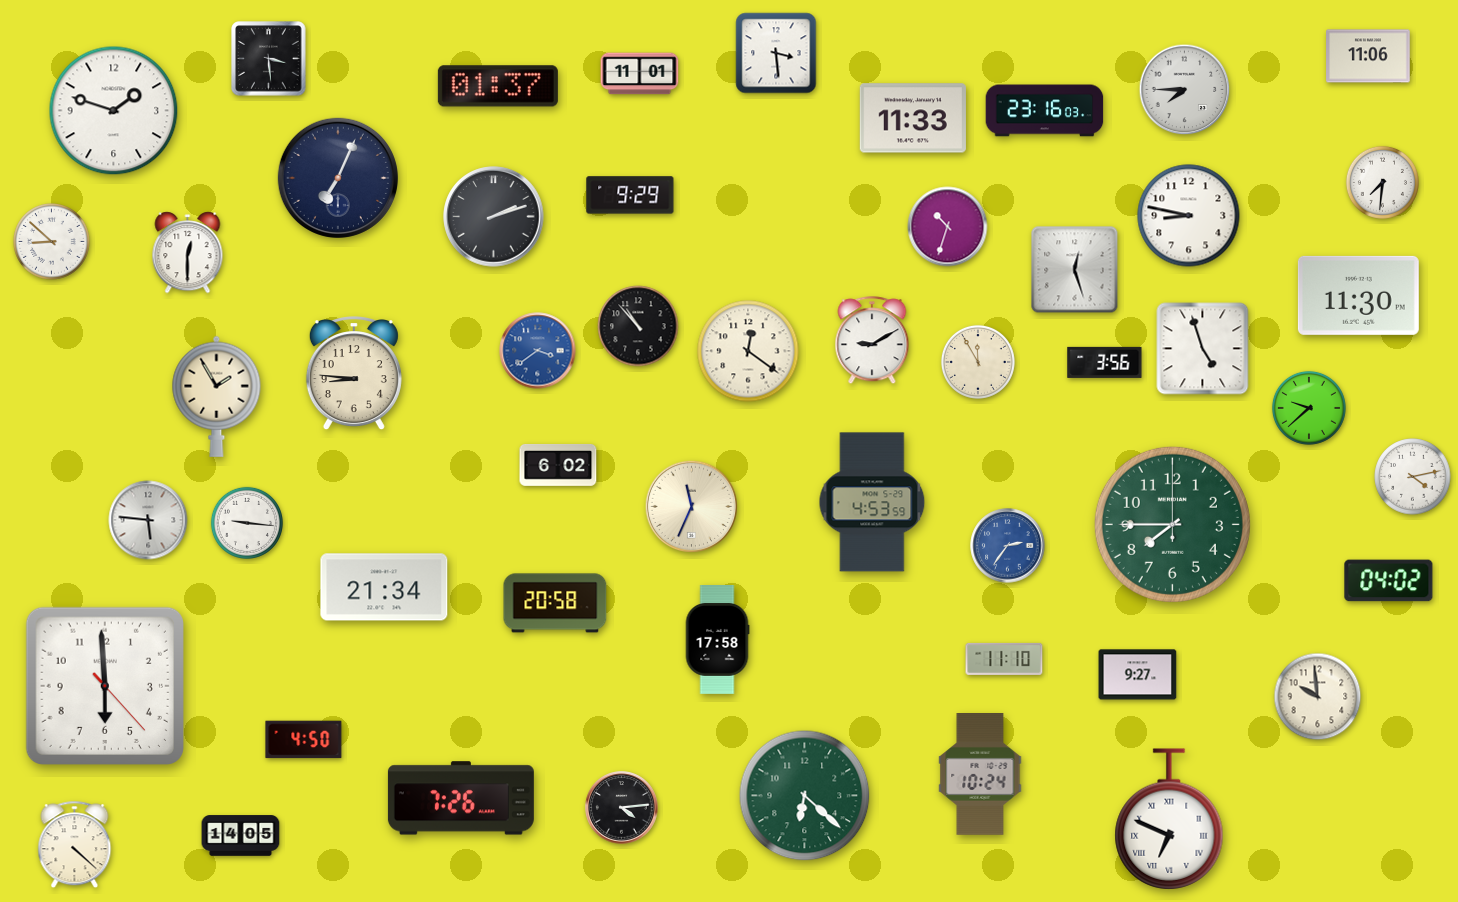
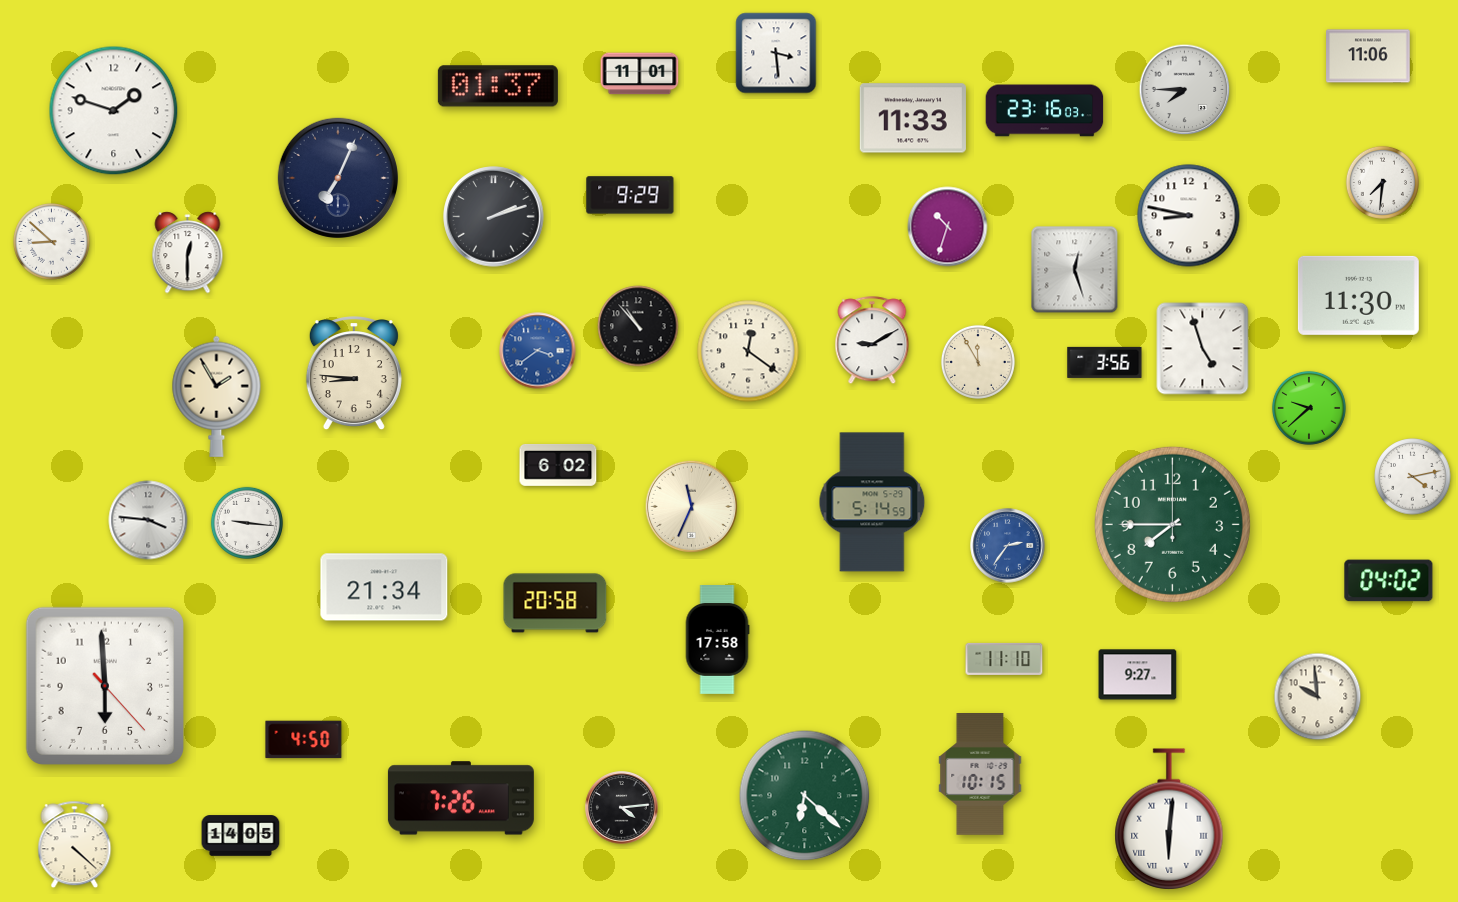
clock at (269, 59): 3:29 -> none
clock at (872, 502): 4:53 -> 5:14
clock at (148, 520): 5:46 -> 3:46
clock at (980, 775): 10:24 -> 10:15
clock at (1169, 819): 6:49 -> 6:01
